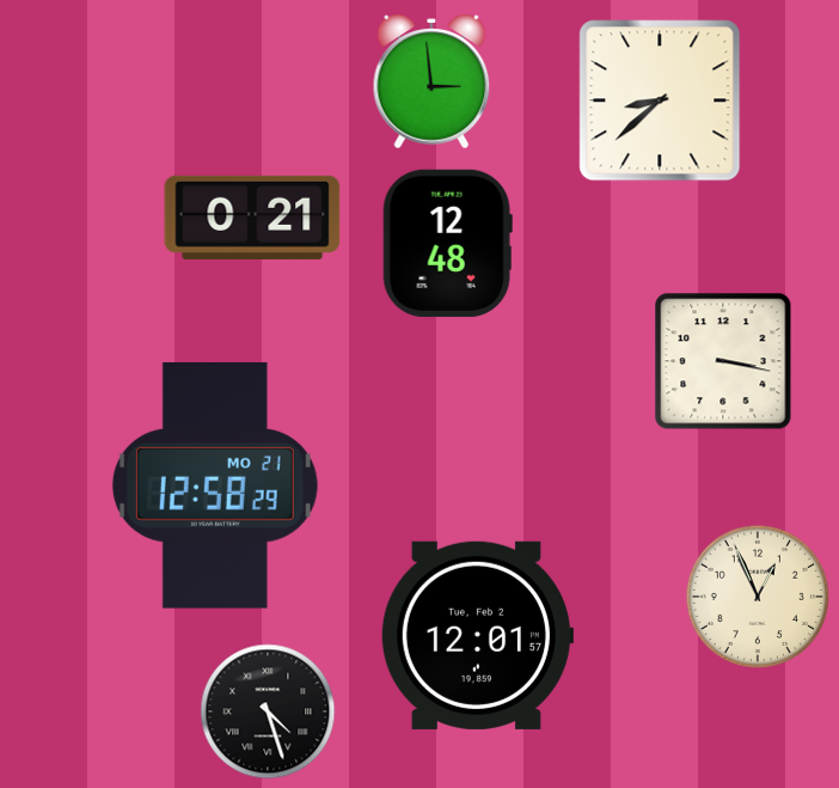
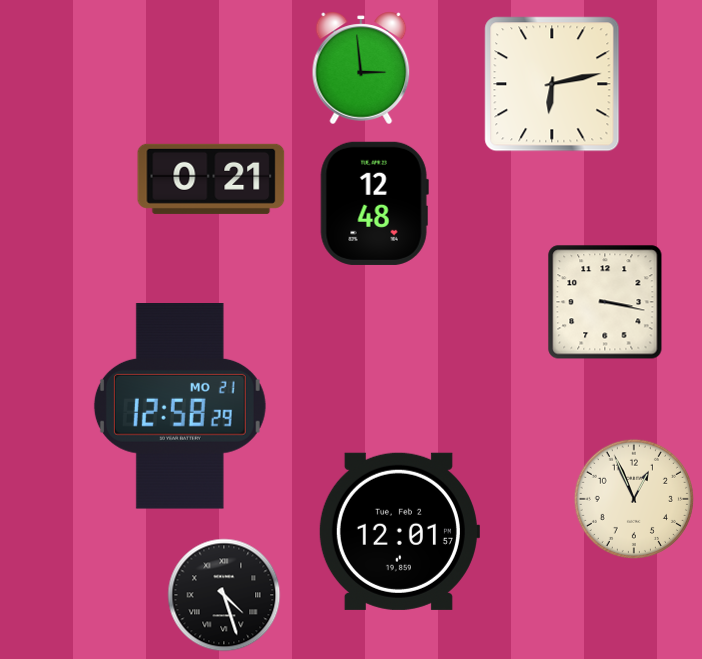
clock at (660, 100): 8:38 -> 6:13
clock at (252, 218) position: (252, 218) -> (211, 179)
